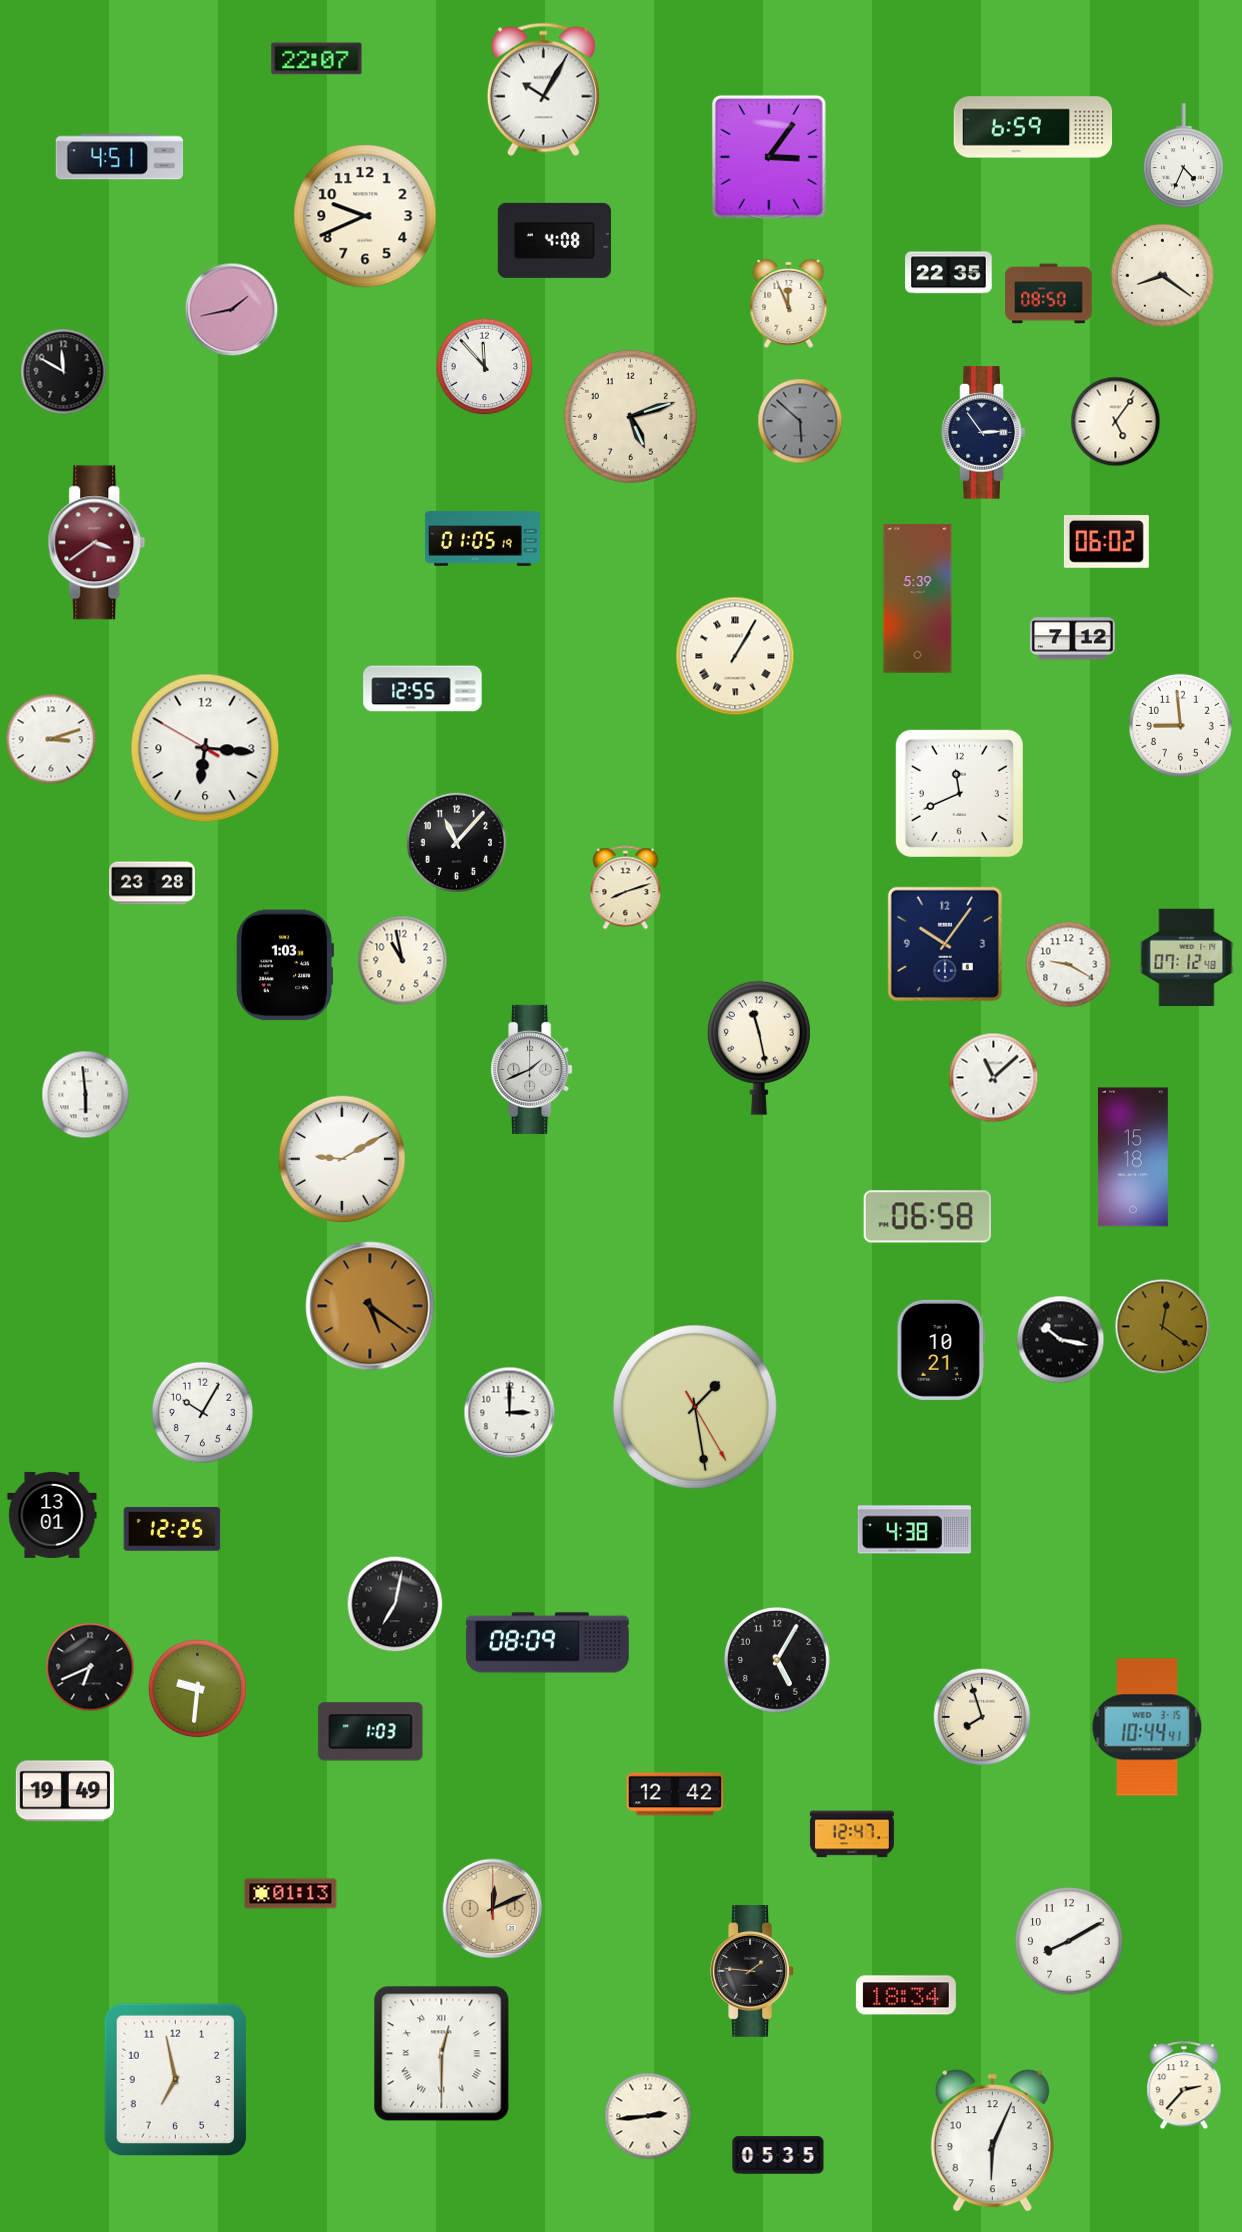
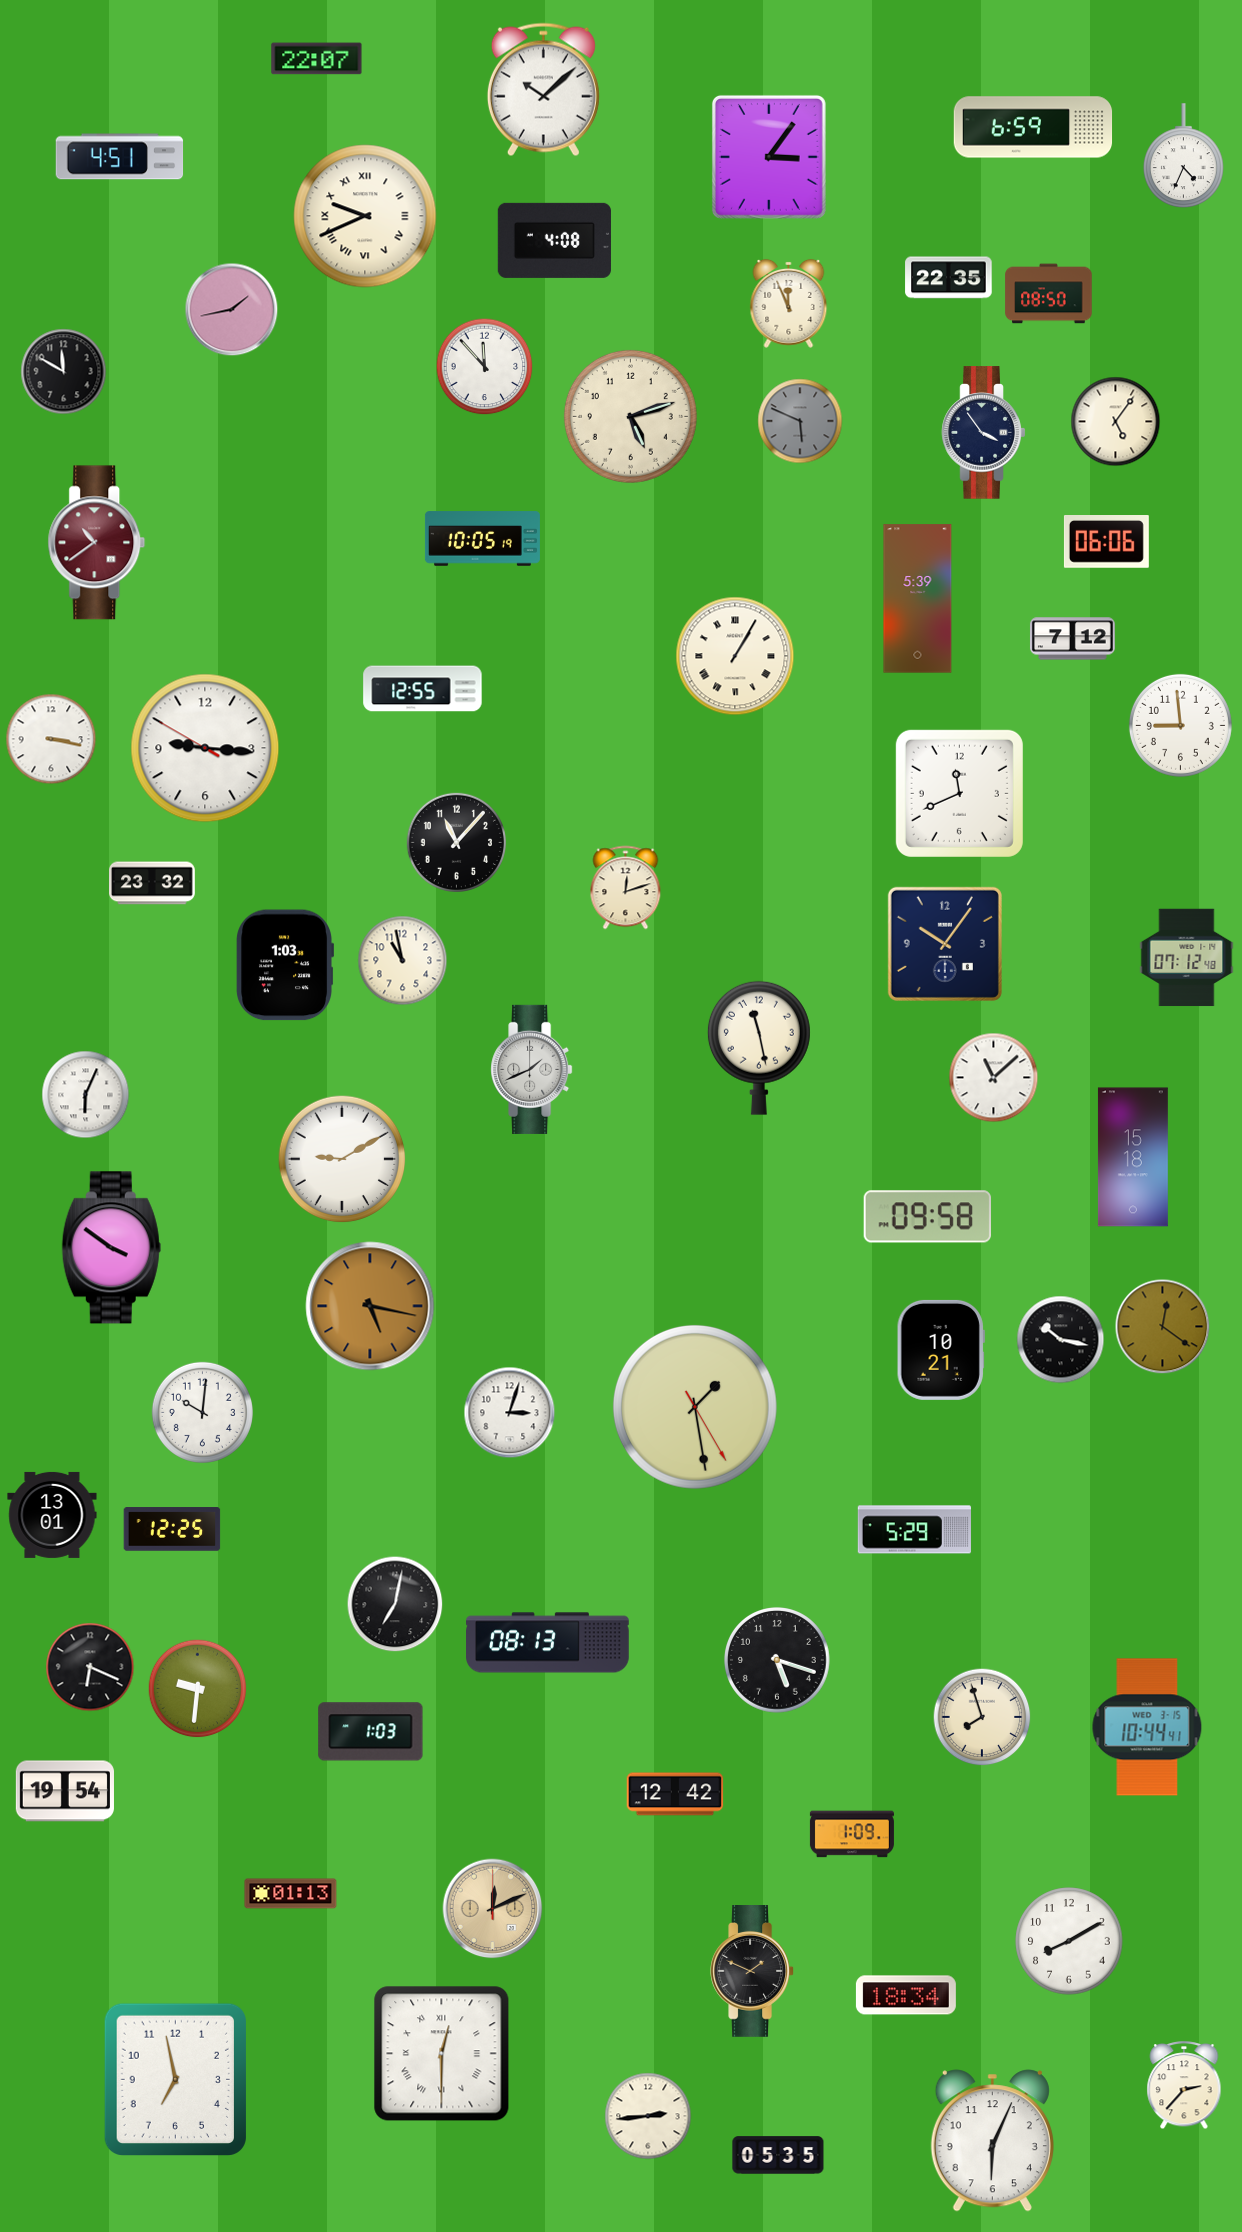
clock at (543, 90): 10:05 -> 10:08
clock at (365, 216) numerals: Arabic -> Roman
clock at (949, 273) position: (949, 273) -> (949, 278)
clock at (1162, 275): 8:21 -> none
clock at (800, 421): 5:52 -> 5:49
clock at (984, 433): 2:54 -> 3:54
clock at (482, 539): 01:05 -> 10:05
clock at (1106, 542): 06:02 -> 06:06
clock at (97, 543): 3:39 -> 10:39
clock at (51, 739): 3:12 -> 3:17
clock at (205, 748): 6:15 -> 9:15
clock at (152, 883): 23:28 -> 23:32
clock at (626, 888): 8:12 -> 12:12
clock at (1069, 965): 9:20 -> none
clock at (86, 1095): 5:59 -> 6:04
clock at (927, 1217): 06:58 -> 09:58
clock at (111, 1248): none -> 3:51
clock at (370, 1306): 5:21 -> 5:17
clock at (202, 1412): 10:05 -> 10:01
clock at (510, 1413): 3:00 -> 3:03
clock at (914, 1530): 4:38 -> 5:29
clock at (548, 1643): 08:09 -> 08:13
clock at (778, 1661): 5:05 -> 5:18
clock at (90, 1667): 6:41 -> 6:19
clock at (65, 1791): 19:49 -> 19:54
clock at (852, 1834): 12:47 -> 1:09
clock at (752, 1972): 1:46 -> 1:49
